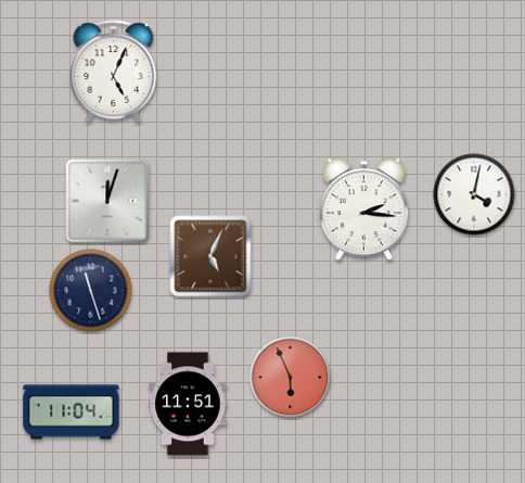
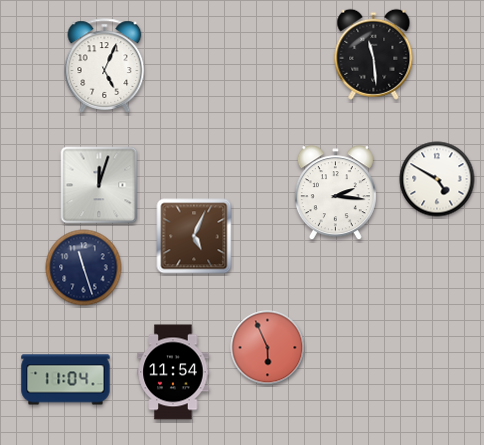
clock at (374, 54): none -> 11:29
clock at (474, 194): 4:02 -> 4:50
clock at (188, 404): 11:51 -> 11:54
